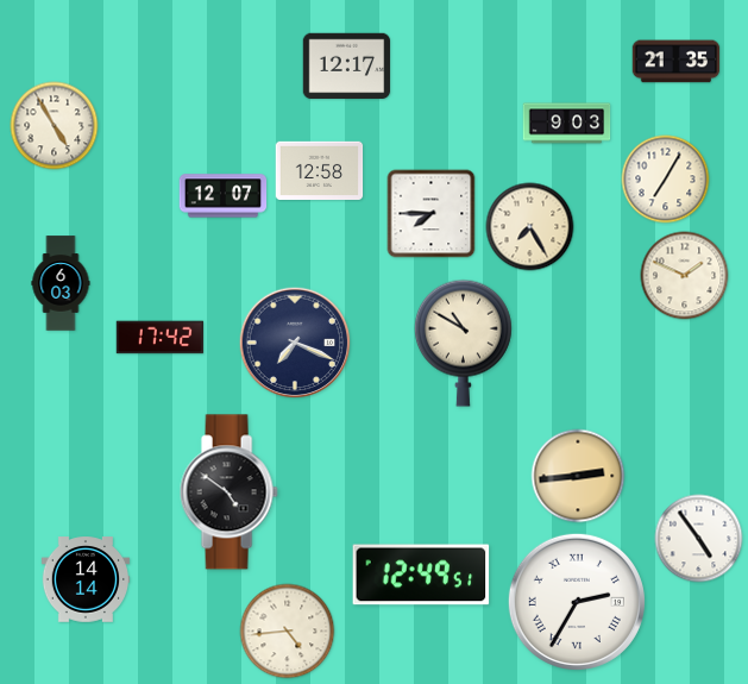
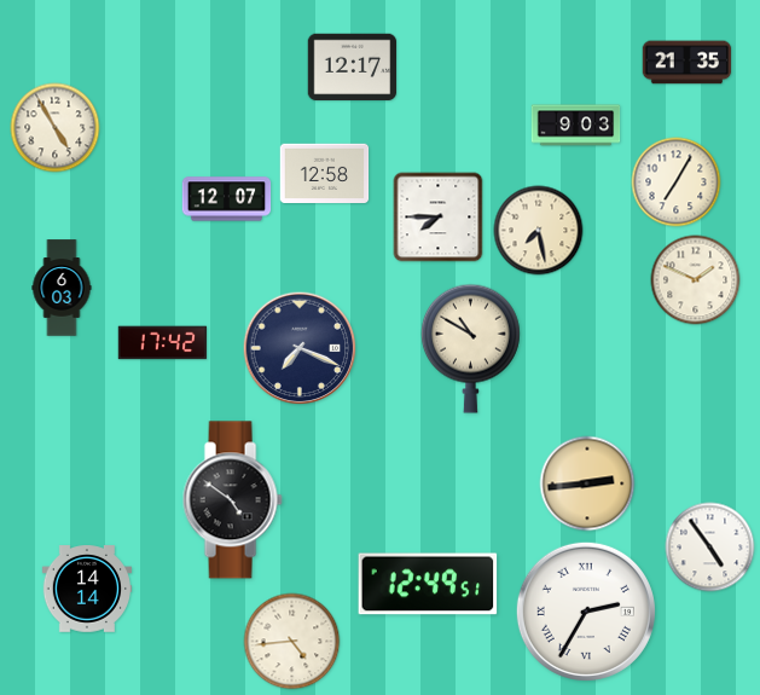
clock at (530, 227): 7:25 -> 7:28
